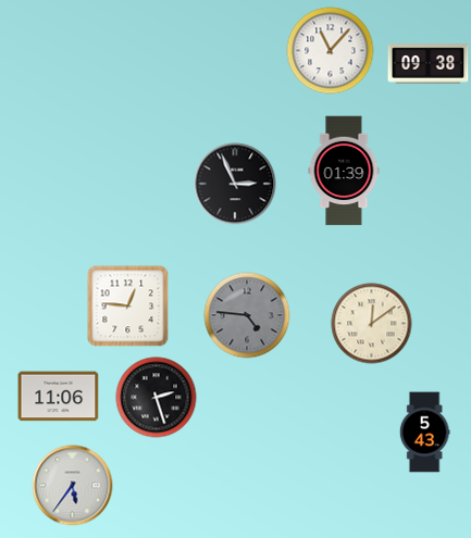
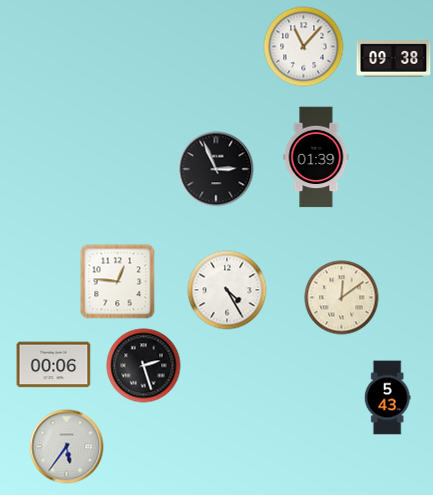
clock at (247, 315): 4:46 -> 4:25
clock at (247, 315) dial: grey -> white
clock at (59, 397): 11:06 -> 00:06
clock at (424, 433) position: (424, 433) -> (387, 398)
